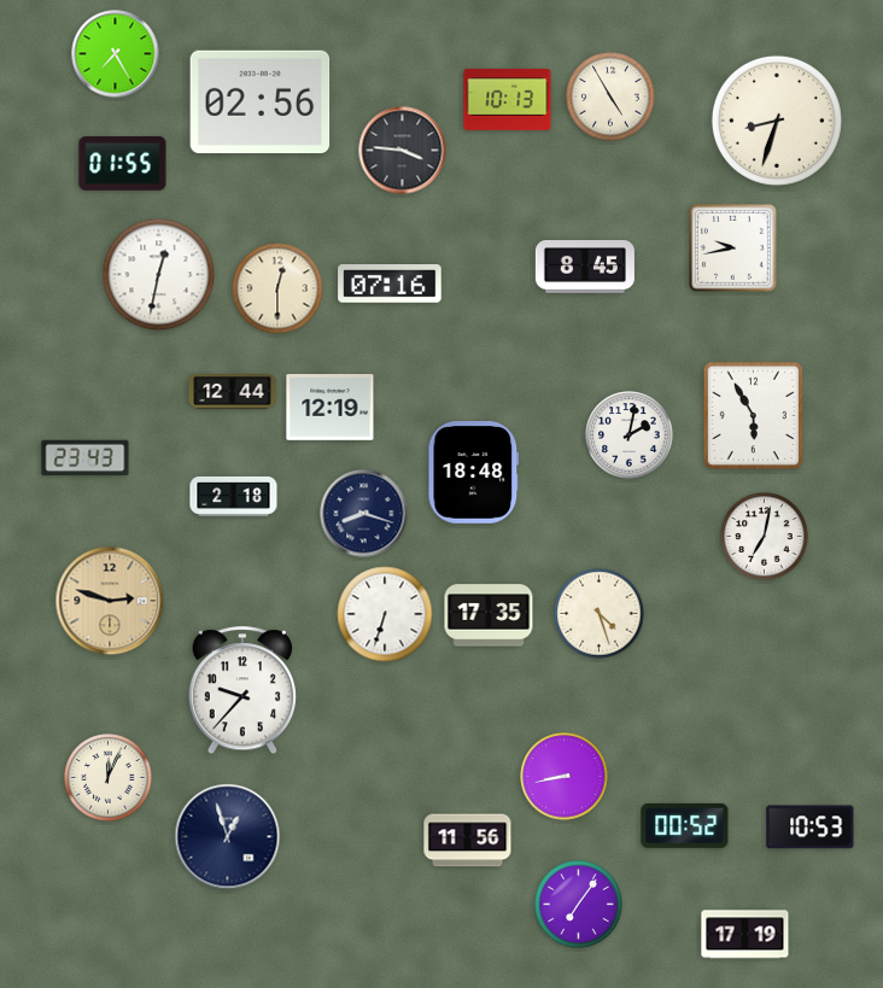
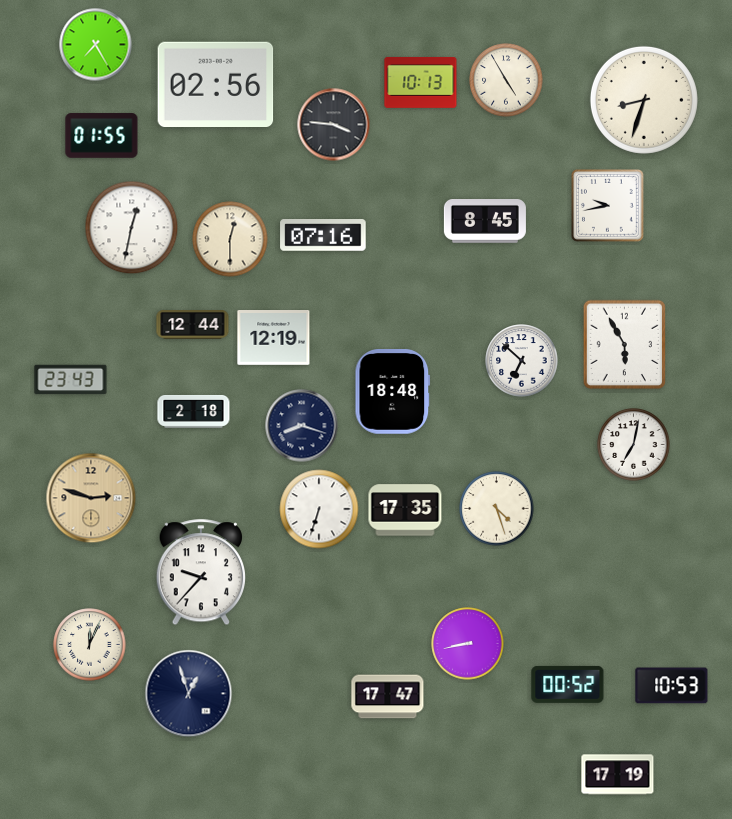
clock at (630, 435): 2:02 -> 6:52
clock at (468, 841): 11:56 -> 17:47
clock at (579, 905): 7:06 -> none
